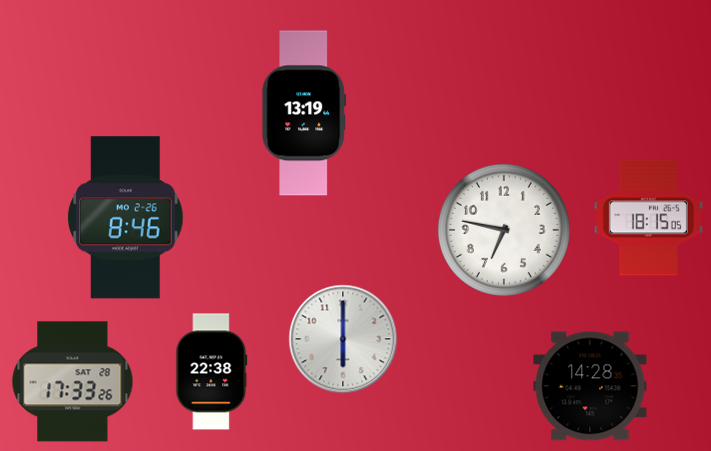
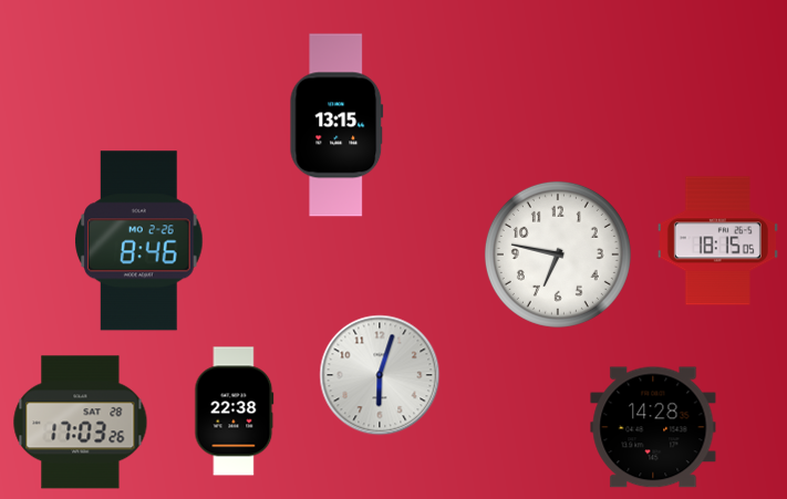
clock at (304, 113): 13:19 -> 13:15
clock at (343, 339): 6:00 -> 6:03
clock at (73, 382): 17:33 -> 17:03
